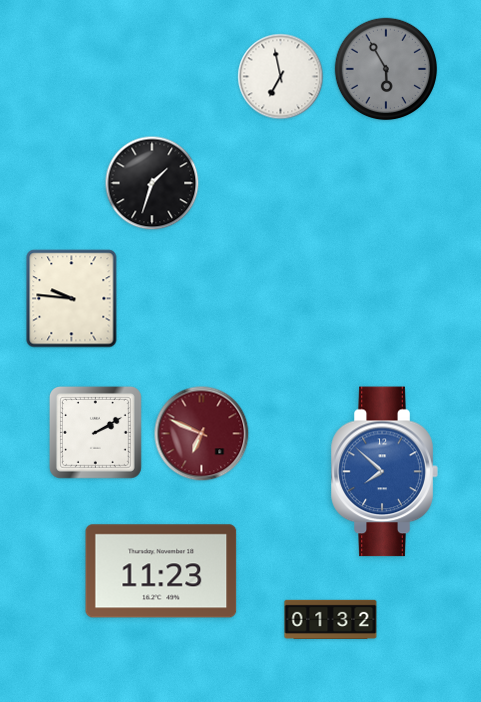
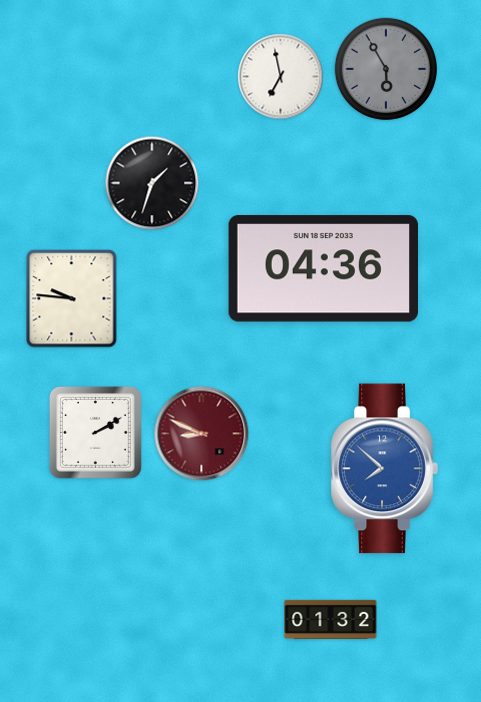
clock at (323, 269): none -> 04:36
clock at (202, 434): 6:49 -> 8:49
clock at (384, 472) position: (384, 472) -> (384, 469)
clock at (161, 571): 11:23 -> none
